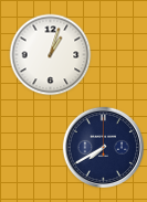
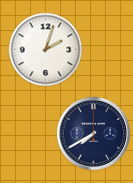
clock at (51, 55): 1:03 -> 2:03
